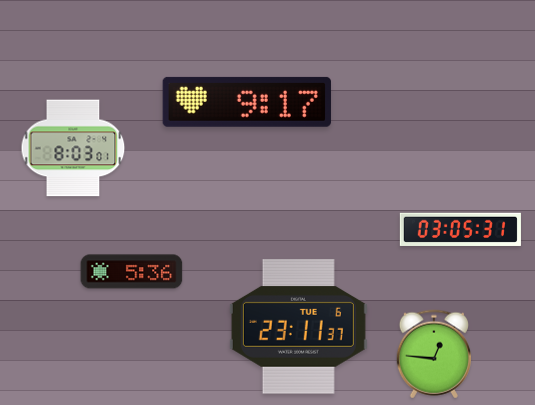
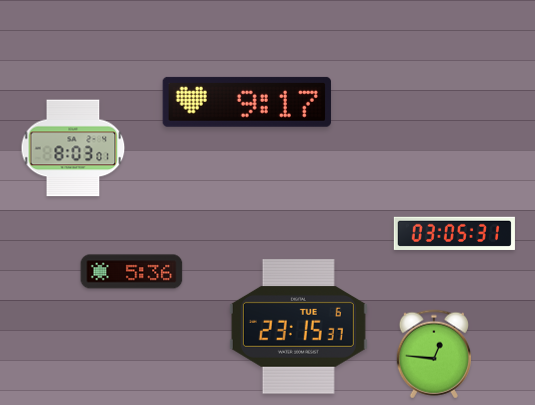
clock at (460, 229) position: (460, 229) -> (454, 233)
clock at (298, 327): 23:11 -> 23:15
